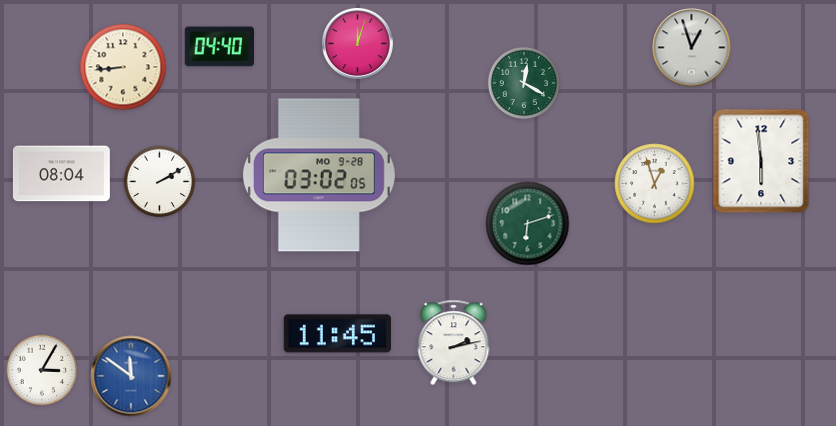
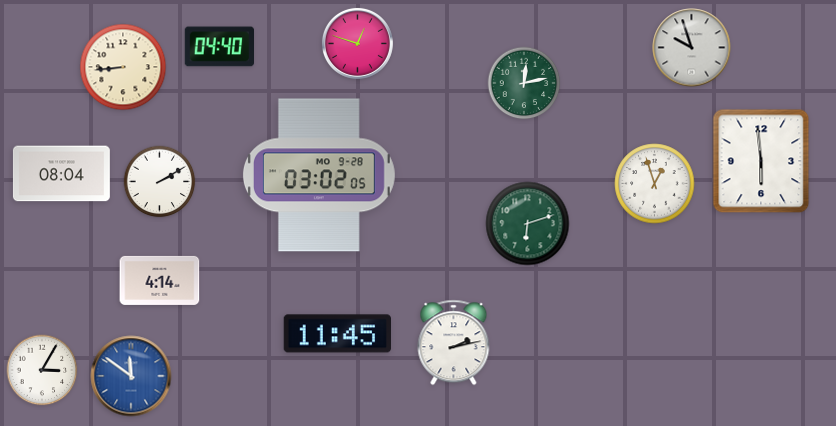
clock at (357, 43): 12:03 -> 12:48
clock at (692, 48): 12:57 -> 9:57
clock at (524, 83): 12:20 -> 12:13
clock at (160, 280): none -> 4:14
